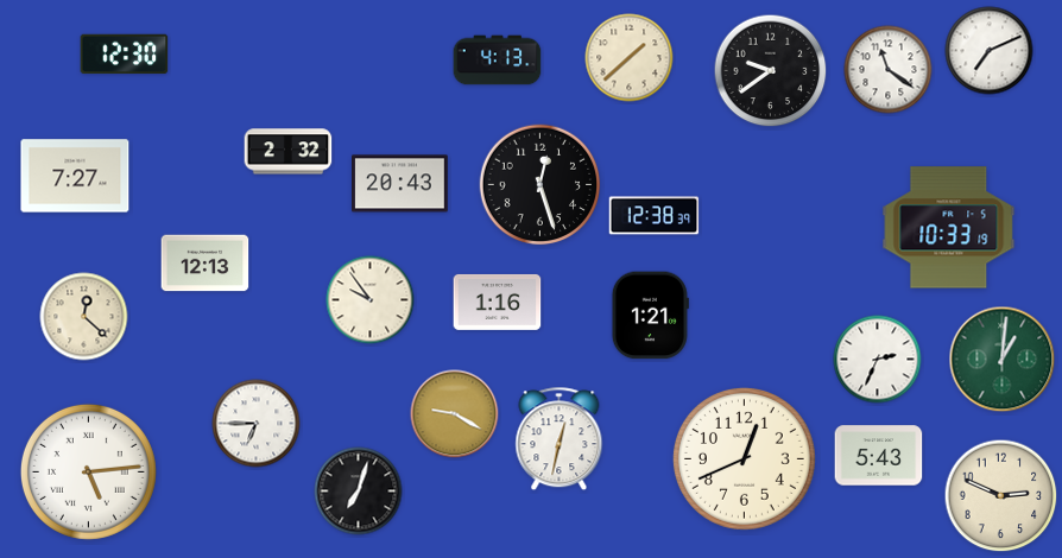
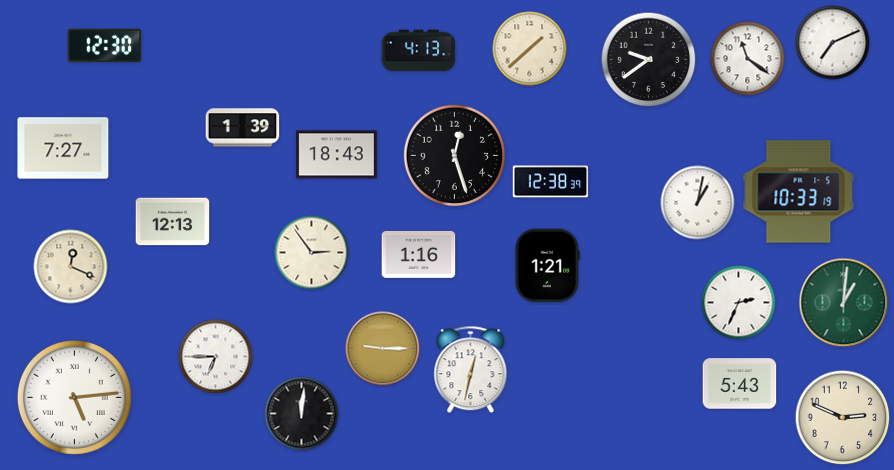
clock at (289, 152): 2:32 -> 1:39
clock at (400, 184): 20:43 -> 18:43
clock at (698, 203): none -> 1:02
clock at (371, 300): 9:54 -> 2:54
clock at (84, 317): 12:22 -> 12:19
clock at (455, 414): 9:20 -> 9:15
clock at (744, 458): 12:41 -> none
clock at (359, 492): 7:03 -> 12:01
